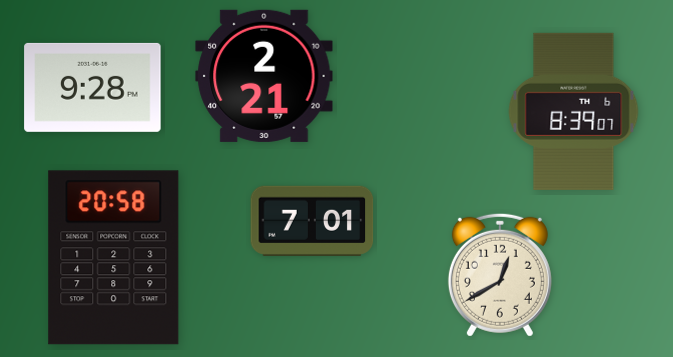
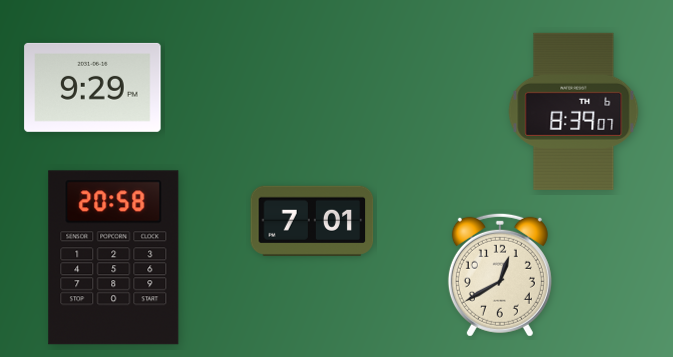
clock at (264, 76): 2:21 -> none
clock at (93, 87): 9:28 -> 9:29
